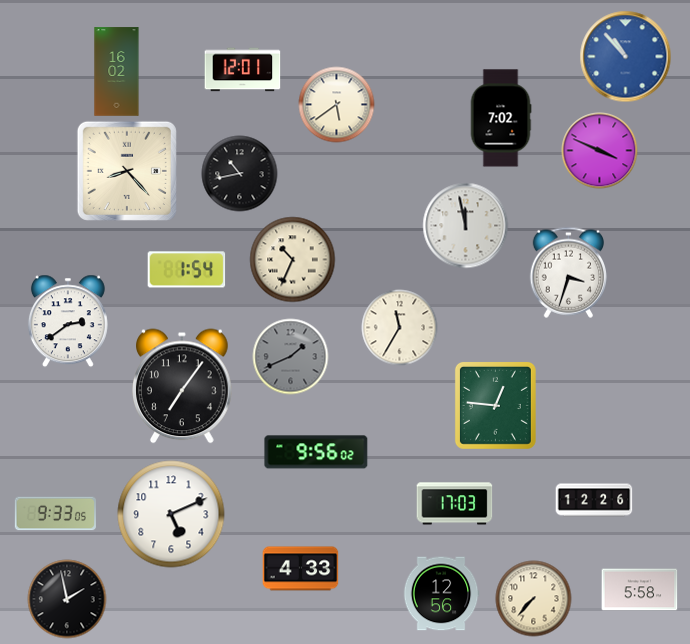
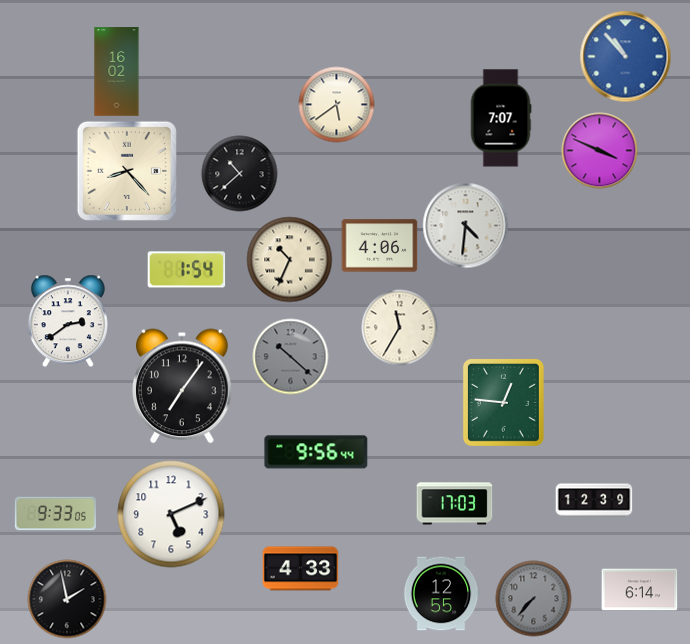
clock at (243, 70): 12:01 -> none
clock at (501, 118): 7:02 -> 7:07
clock at (240, 174): 10:43 -> 10:38
clock at (466, 226): 11:58 -> 4:31
clock at (380, 246): none -> 4:06
clock at (293, 260) position: (293, 260) -> (290, 260)
clock at (569, 272): 3:33 -> none
clock at (291, 357): 1:41 -> 10:22
clock at (495, 405) position: (495, 405) -> (503, 402)
clock at (316, 452): 9:56:02 -> 9:56:44
clock at (594, 500): 12:26 -> 12:39
clock at (640, 590): 5:58 -> 6:14
clock at (441, 594): 12:56 -> 12:55
clock at (534, 599) dial: cream -> grey
